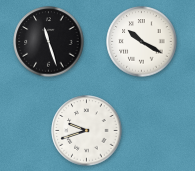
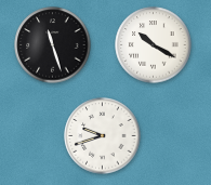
clock at (87, 131) position: (87, 131) -> (103, 136)
